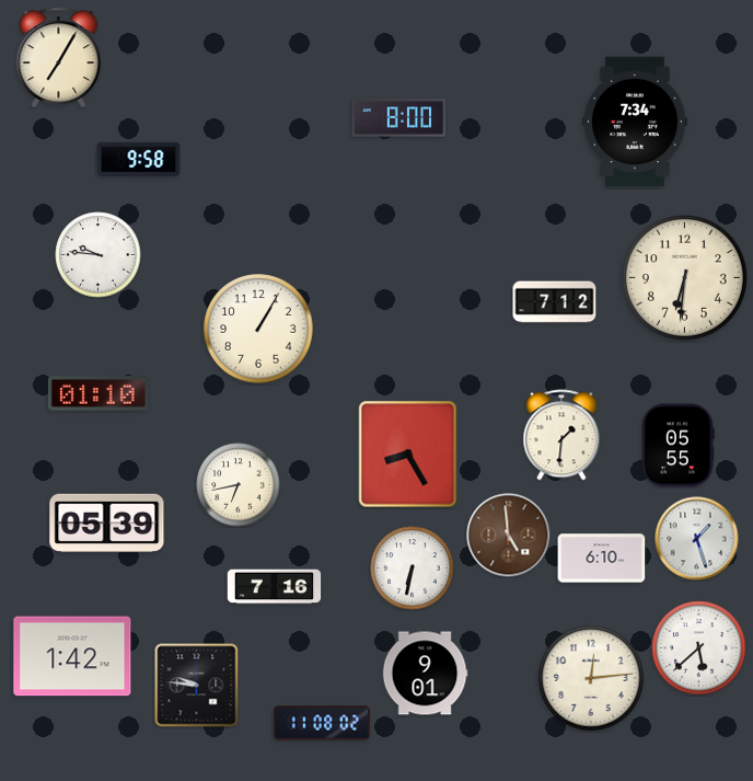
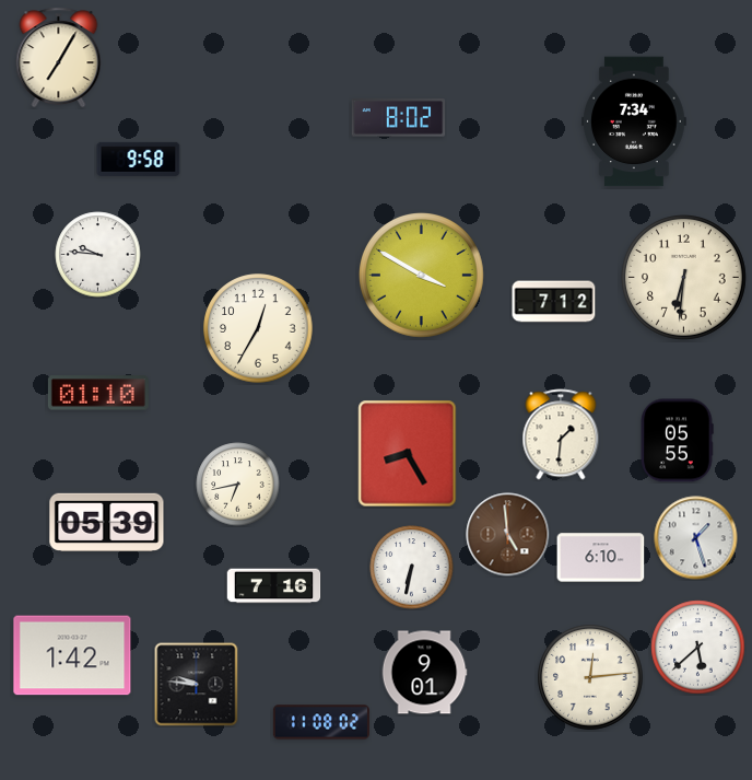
clock at (399, 118): 8:00 -> 8:02
clock at (422, 276): none -> 3:50
clock at (258, 329): 1:05 -> 12:35
clock at (677, 446) position: (677, 446) -> (677, 441)
